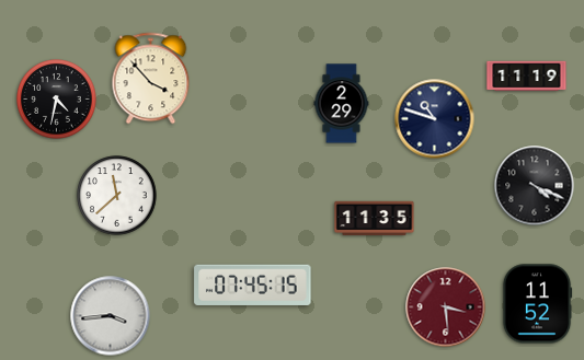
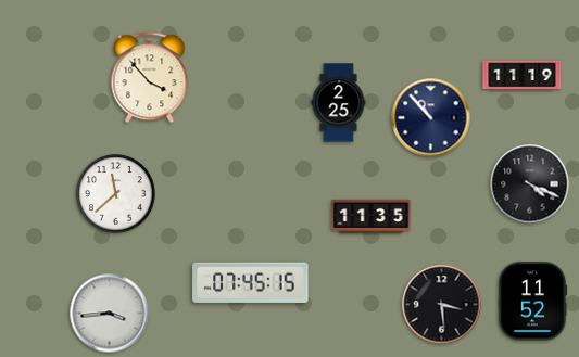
clock at (57, 100): 4:32 -> none
clock at (342, 104): 2:29 -> 2:25
clock at (435, 119): 10:48 -> 10:53
clock at (446, 307) dial: burgundy -> black
